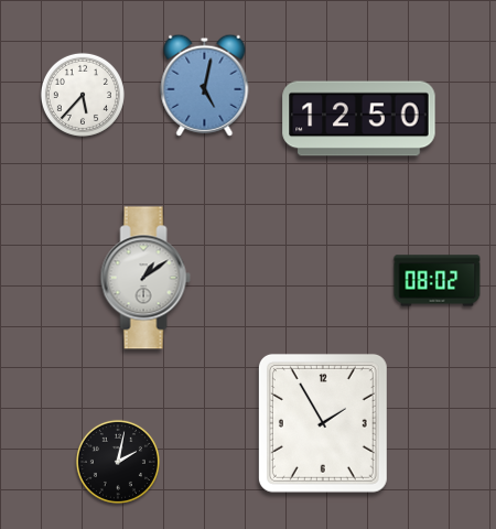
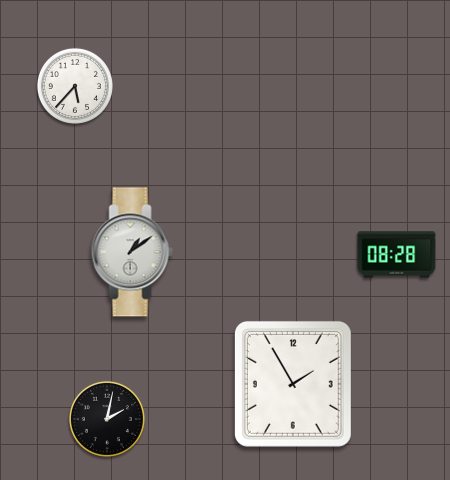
clock at (205, 85): 5:02 -> none
clock at (359, 119): 12:50 -> none
clock at (438, 281): 08:02 -> 08:28
